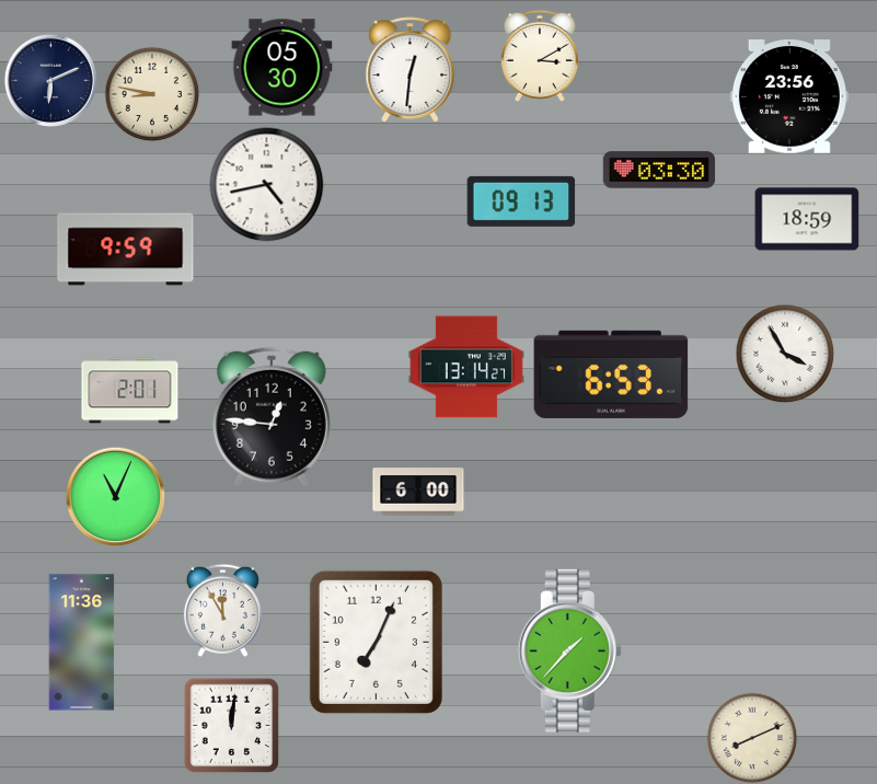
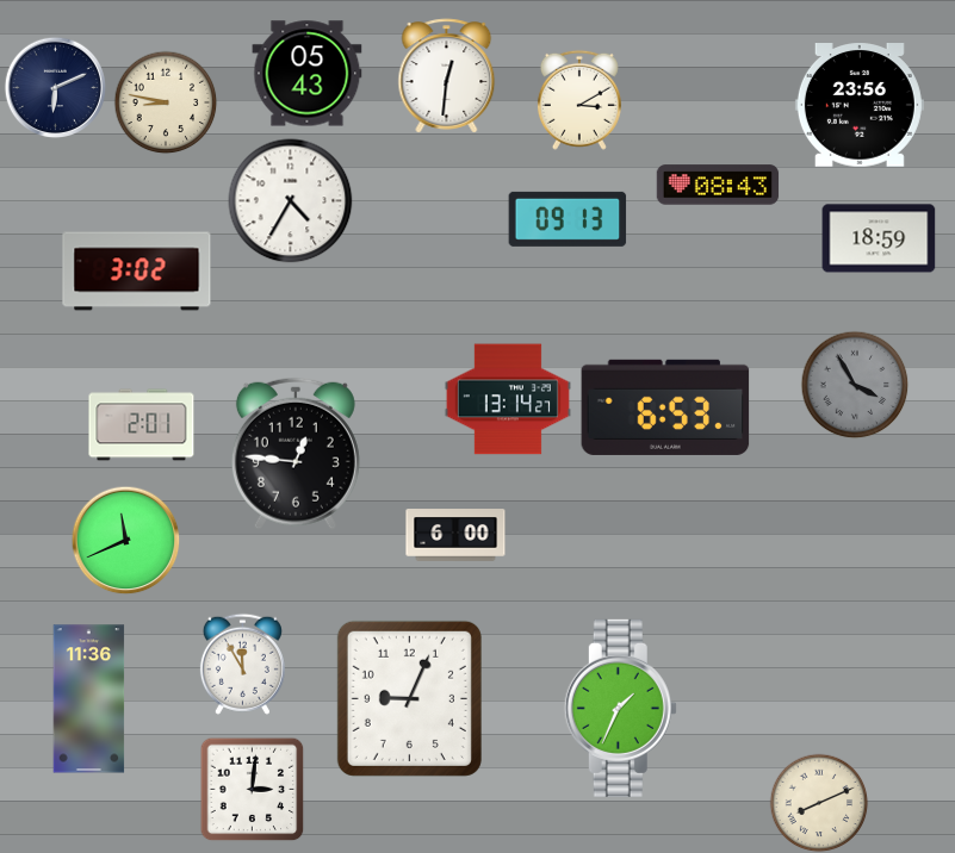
clock at (540, 56) position: (540, 56) -> (579, 100)
clock at (282, 68): 05:30 -> 05:43
clock at (659, 170): 03:30 -> 08:43
clock at (267, 185): 4:43 -> 4:35
clock at (126, 250): 9:59 -> 3:02
clock at (785, 354) dial: white -> grey
clock at (115, 496): 11:04 -> 11:41
clock at (376, 642): 7:04 -> 9:04
clock at (569, 650): 1:37 -> 1:34
clock at (231, 725): 12:01 -> 3:01
